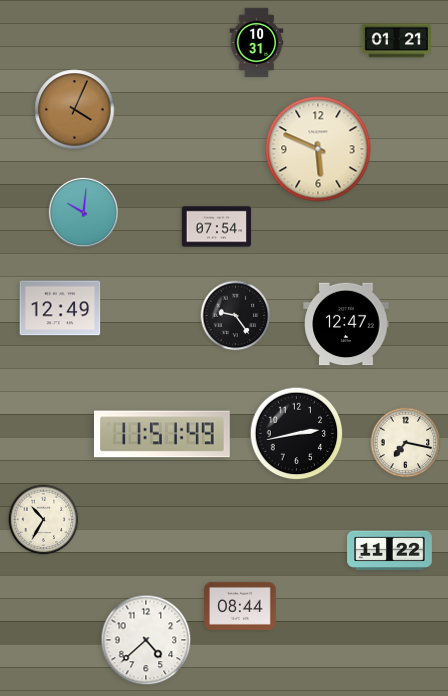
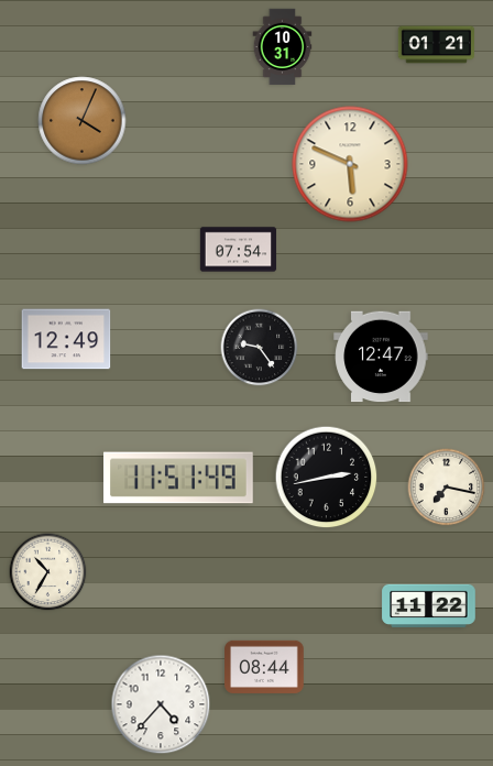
clock at (83, 212): 10:01 -> none
clock at (146, 640): 4:38 -> 4:37
